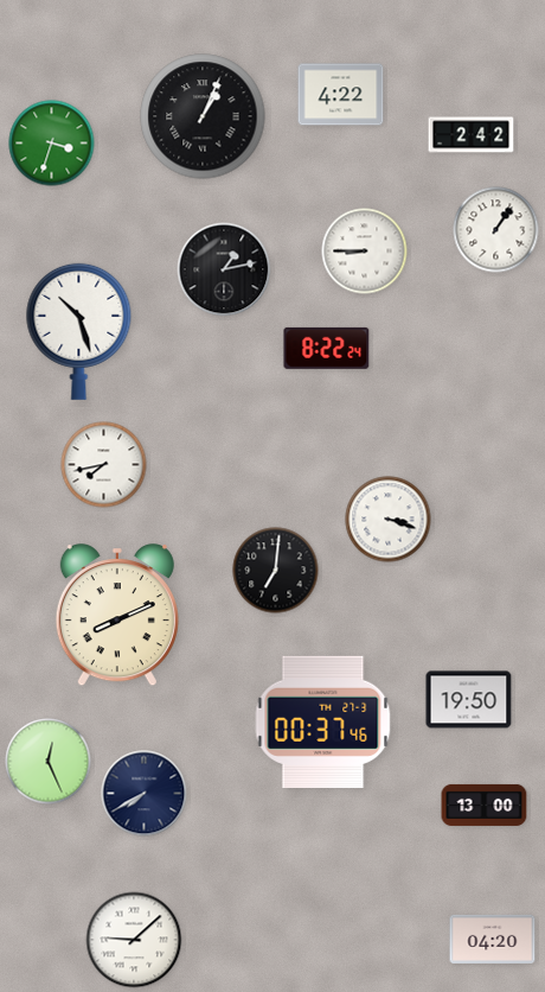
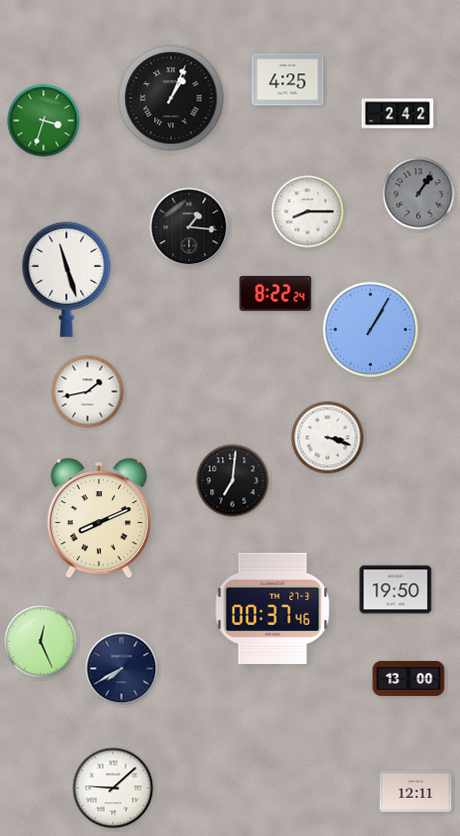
clock at (341, 95): 4:22 -> 4:25
clock at (496, 230) dial: white -> grey
clock at (365, 252): 8:45 -> 8:15
clock at (224, 269): 1:13 -> 1:16
clock at (79, 331): 10:27 -> 11:27
clock at (370, 329): none -> 1:05
clock at (104, 465): 7:43 -> 1:43
clock at (493, 939): 04:20 -> 12:11
clock at (134, 940) position: (134, 940) -> (113, 788)
